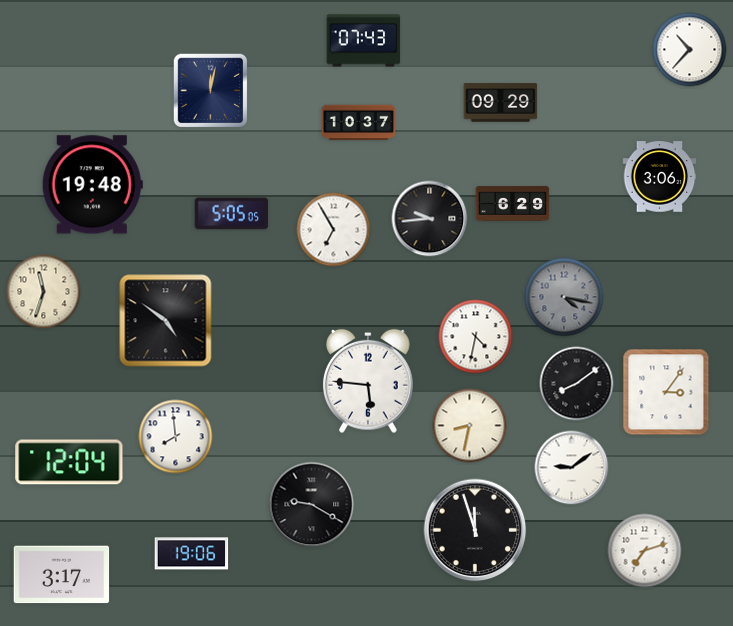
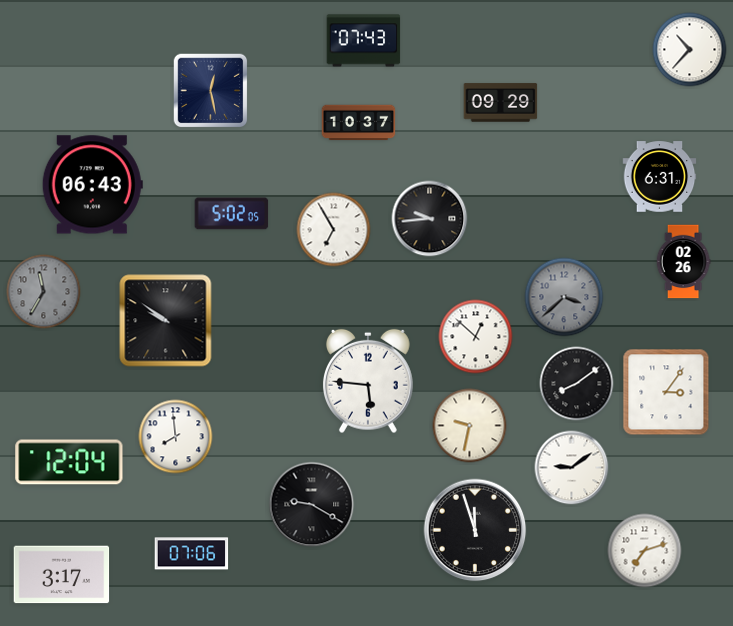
clock at (211, 91): 12:02 -> 12:28
clock at (660, 177): 3:06 -> 6:31
clock at (92, 185): 19:48 -> 06:43
clock at (513, 204): 6:29 -> none
clock at (232, 214): 5:05 -> 5:02
clock at (683, 262): none -> 02:26
clock at (44, 292): 11:33 -> 11:35
clock at (44, 292) dial: cream -> grey
clock at (564, 297): 4:17 -> 3:38
clock at (166, 321): 4:51 -> 9:51
clock at (476, 337): 4:32 -> 12:52
clock at (470, 426): 8:32 -> 9:32
clock at (192, 554): 19:06 -> 07:06
